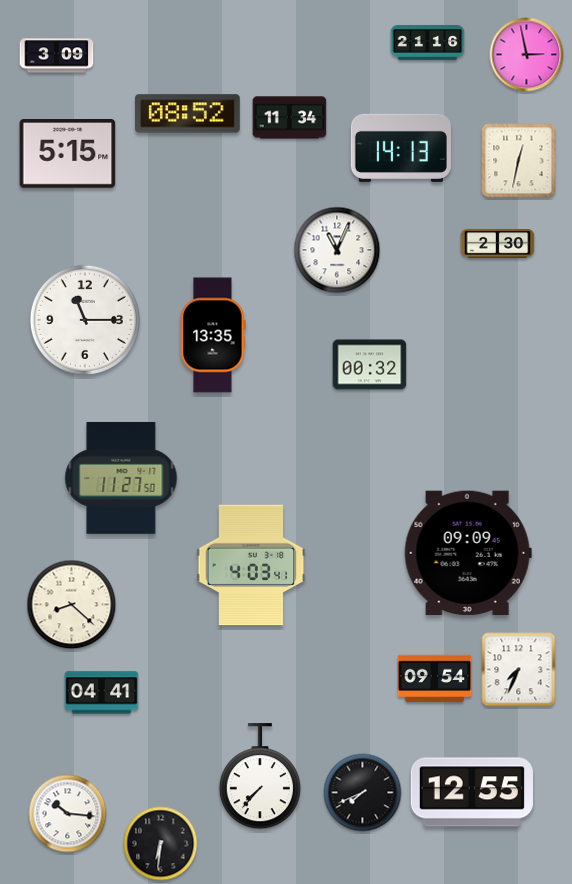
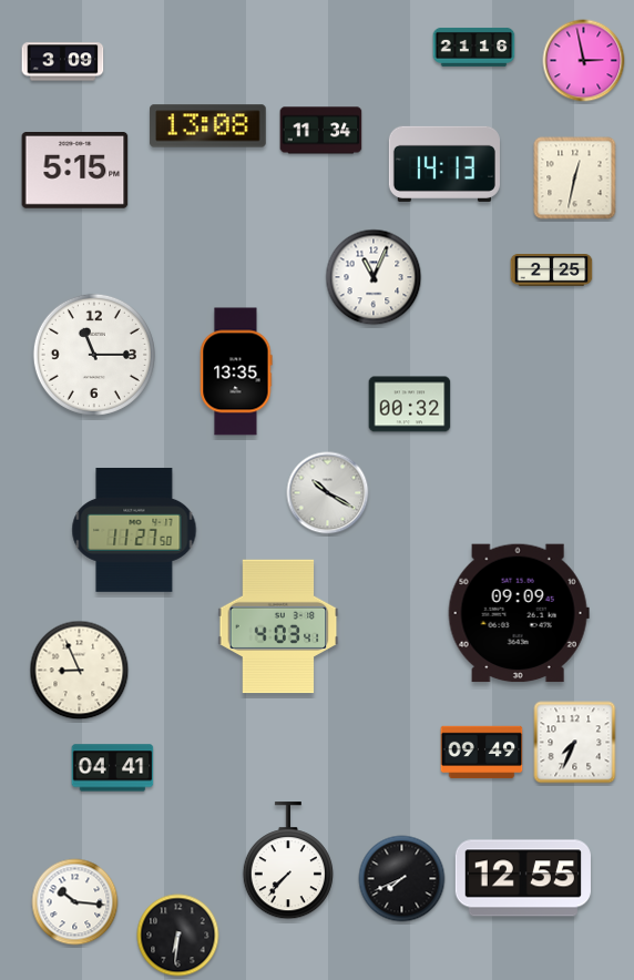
clock at (188, 114): 08:52 -> 13:08
clock at (498, 244): 2:30 -> 2:25
clock at (328, 493): none -> 10:20
clock at (72, 605): 8:22 -> 8:56
clock at (435, 679): 09:54 -> 09:49
